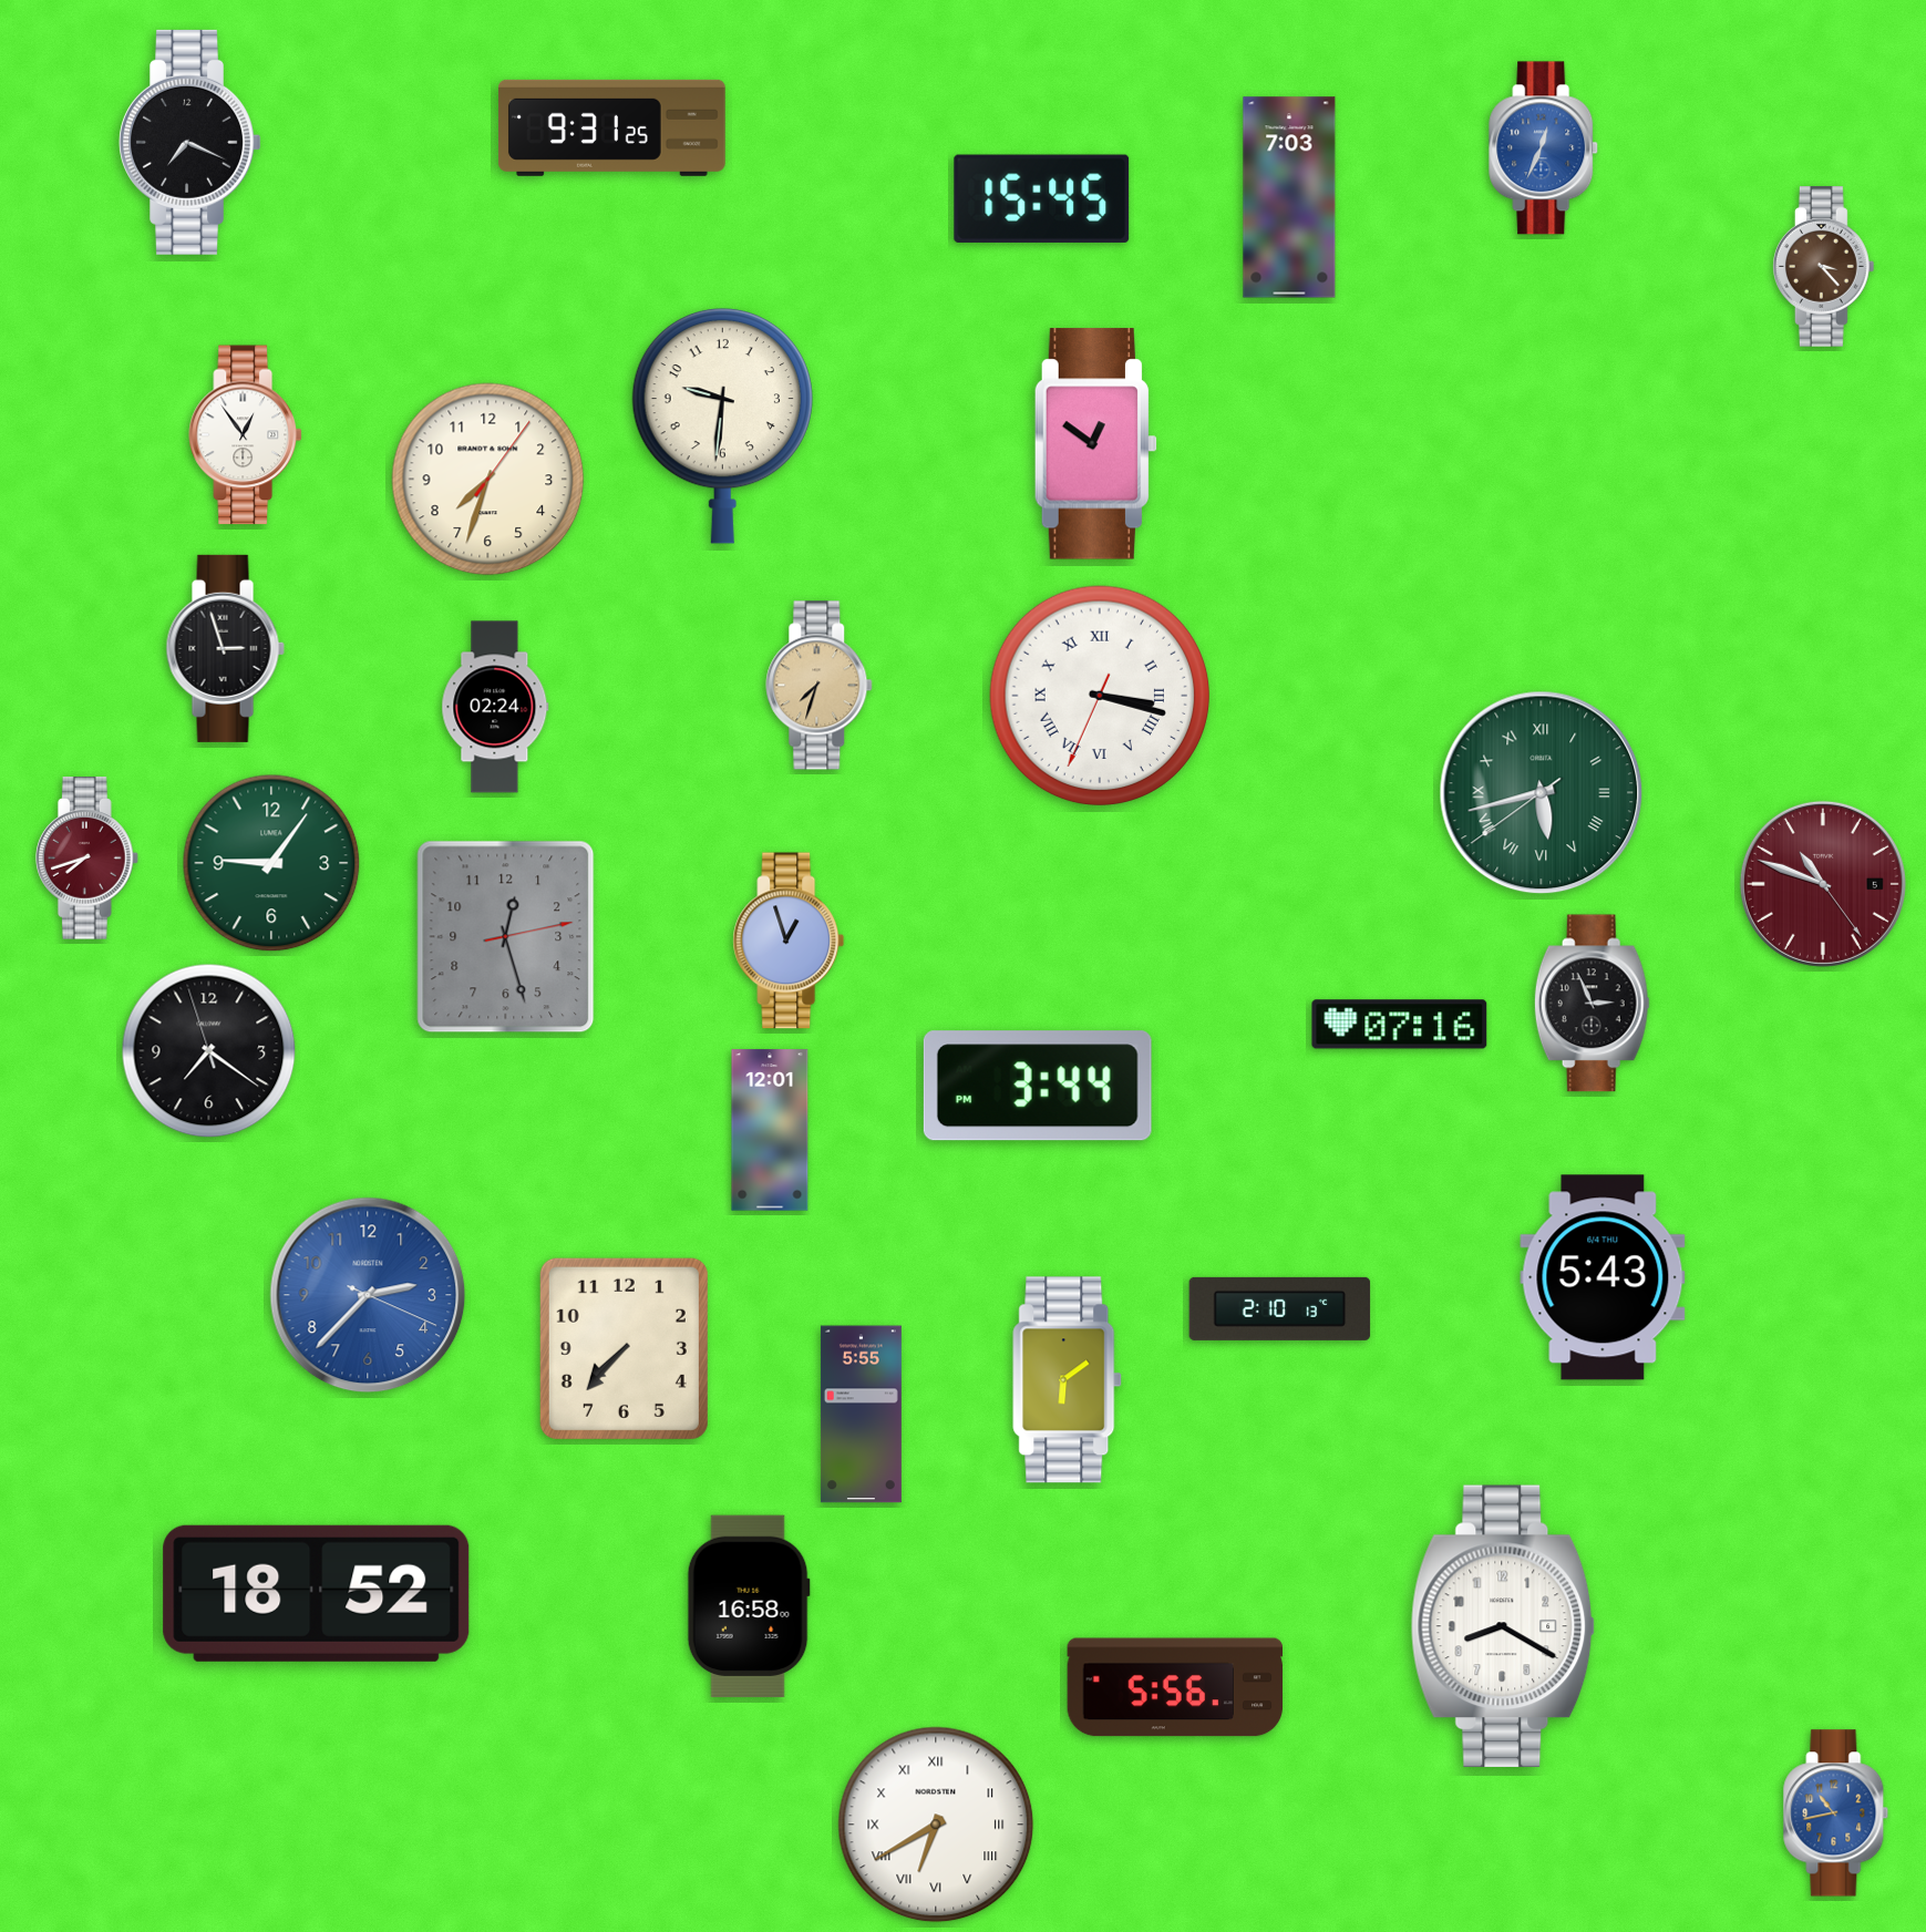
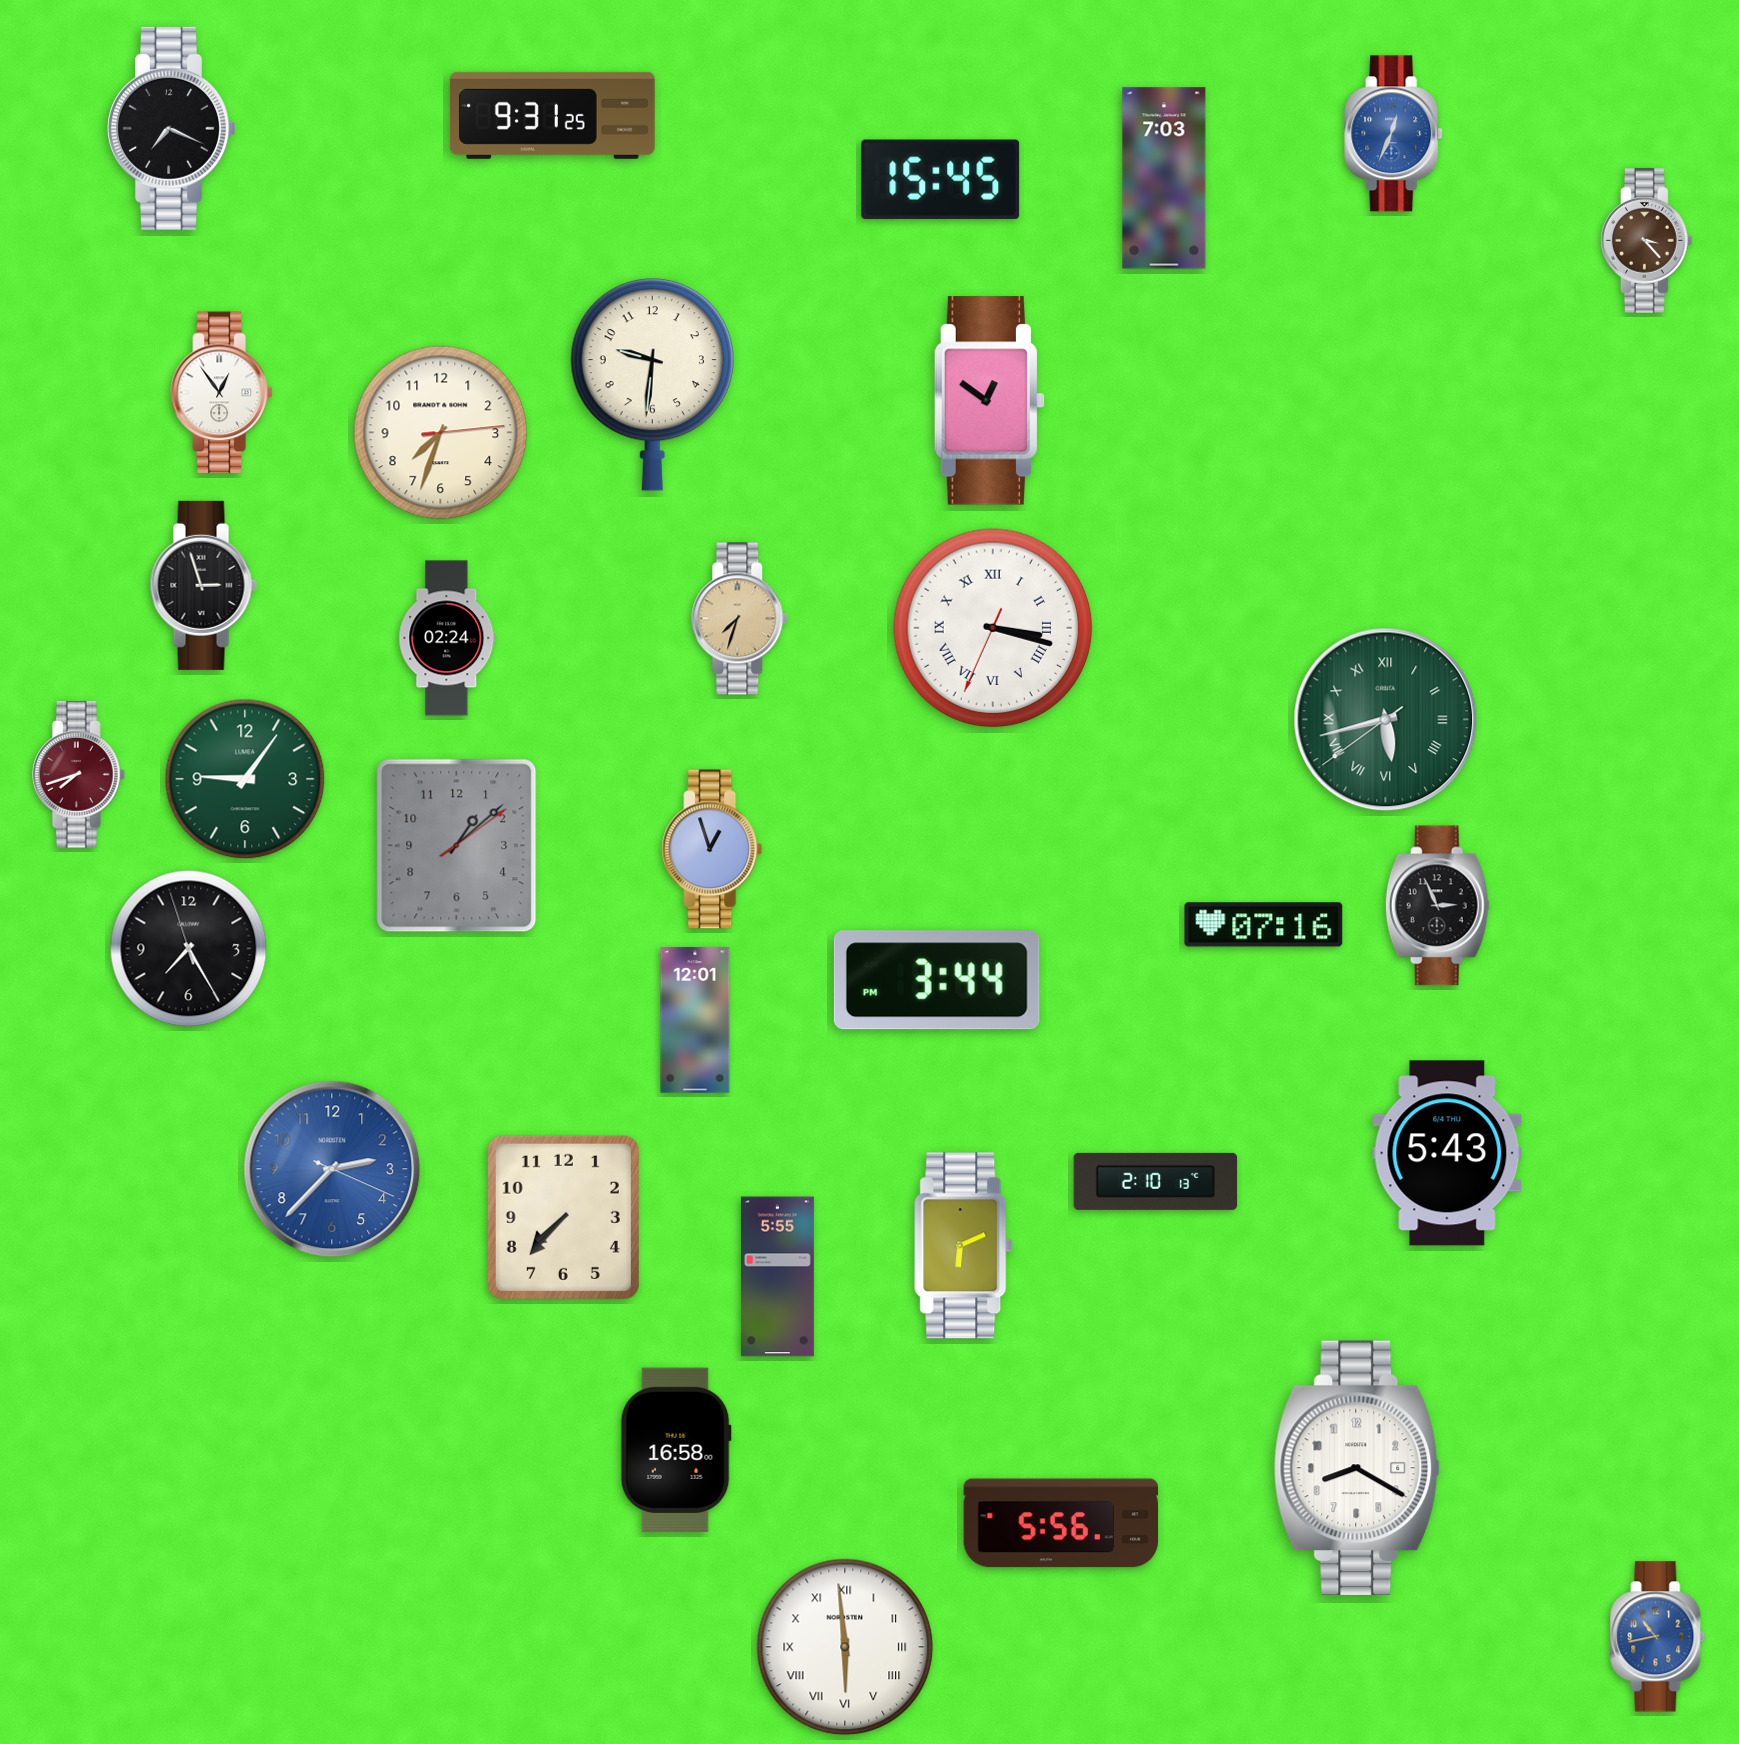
clock at (488, 480): 7:33:06 -> 7:33:14
clock at (1542, 793) position: (1542, 793) -> (1386, 720)
clock at (1823, 884): 10:48 -> none
clock at (506, 937): 12:27 -> 1:08
clock at (209, 1051): 7:20 -> 7:24
clock at (1068, 1380): 6:09 -> 6:11
clock at (317, 1593): 18:52 -> none
clock at (936, 1825): 6:40 -> 5:59
